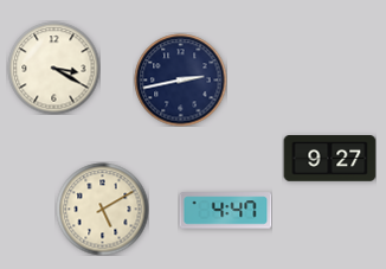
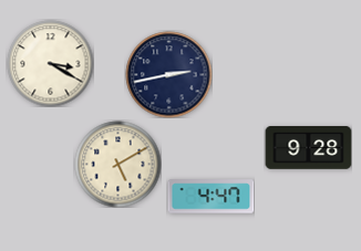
clock at (329, 159): 9:27 -> 9:28
clock at (102, 209) position: (102, 209) -> (117, 164)
